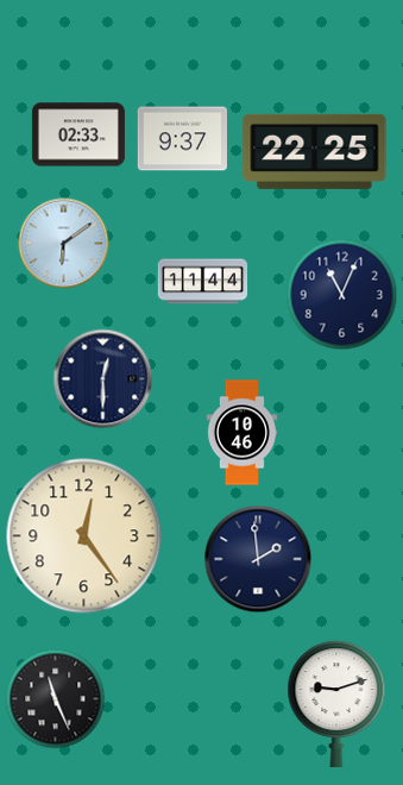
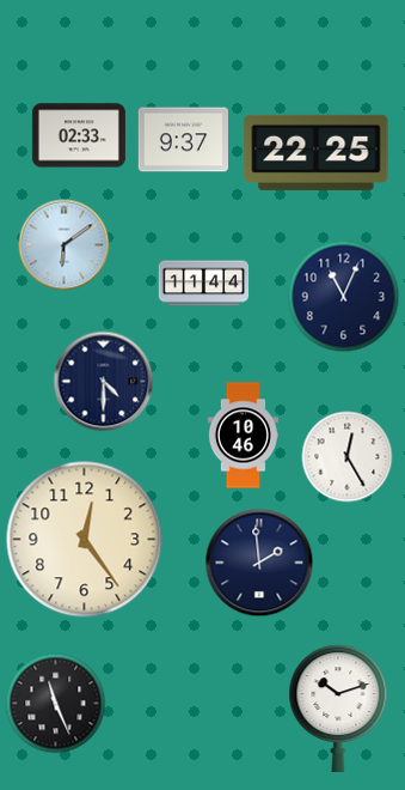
clock at (103, 379): 12:30 -> 4:30
clock at (348, 457): none -> 12:25
clock at (336, 703): 9:12 -> 10:12
